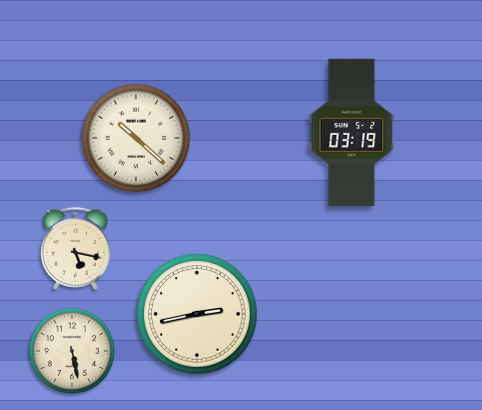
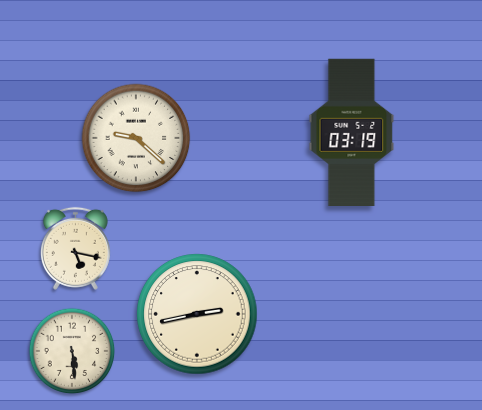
clock at (136, 138): 10:22 -> 9:22
clock at (72, 351): 5:28 -> 5:29
